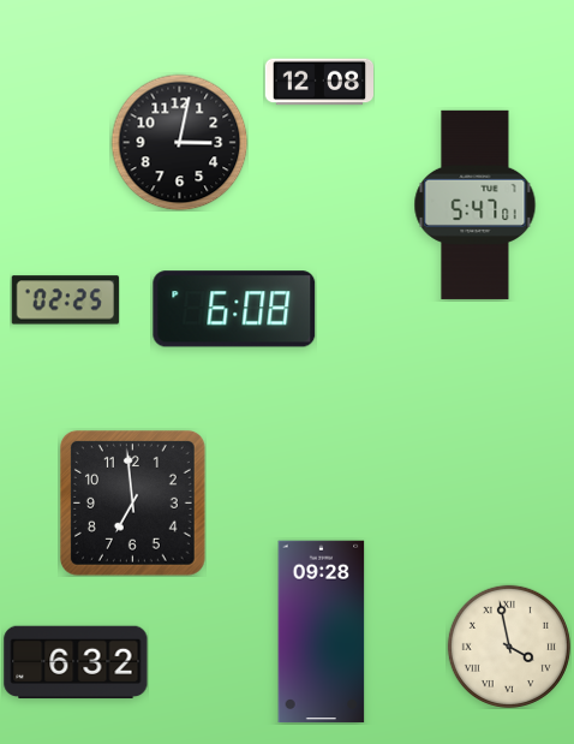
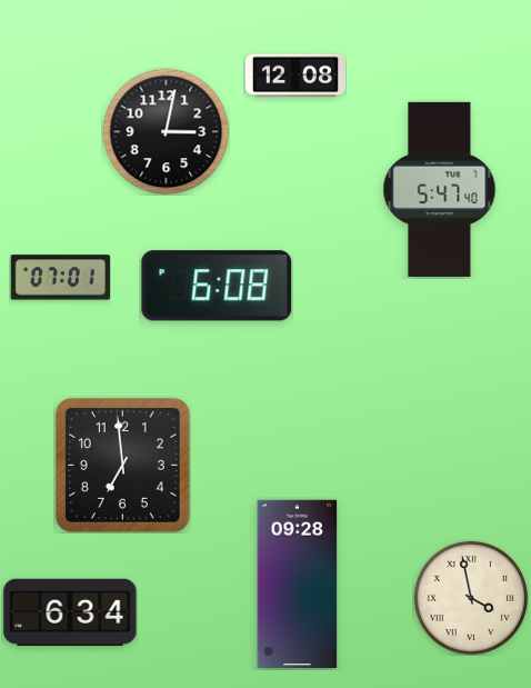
clock at (476, 204): 5:47:01 -> 5:47:40
clock at (65, 300): 02:25 -> 07:01
clock at (76, 662): 6:32 -> 6:34
